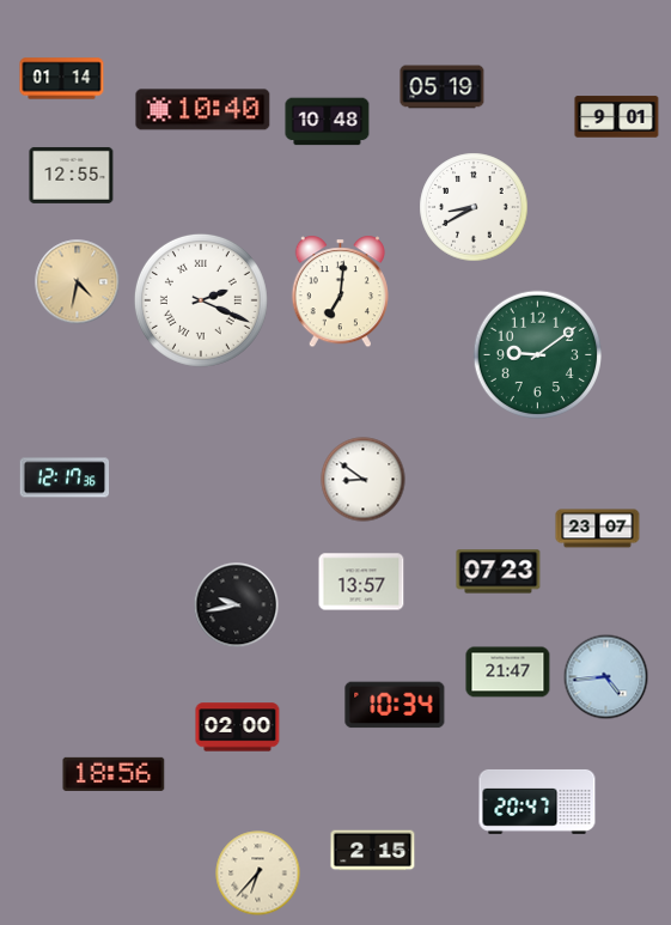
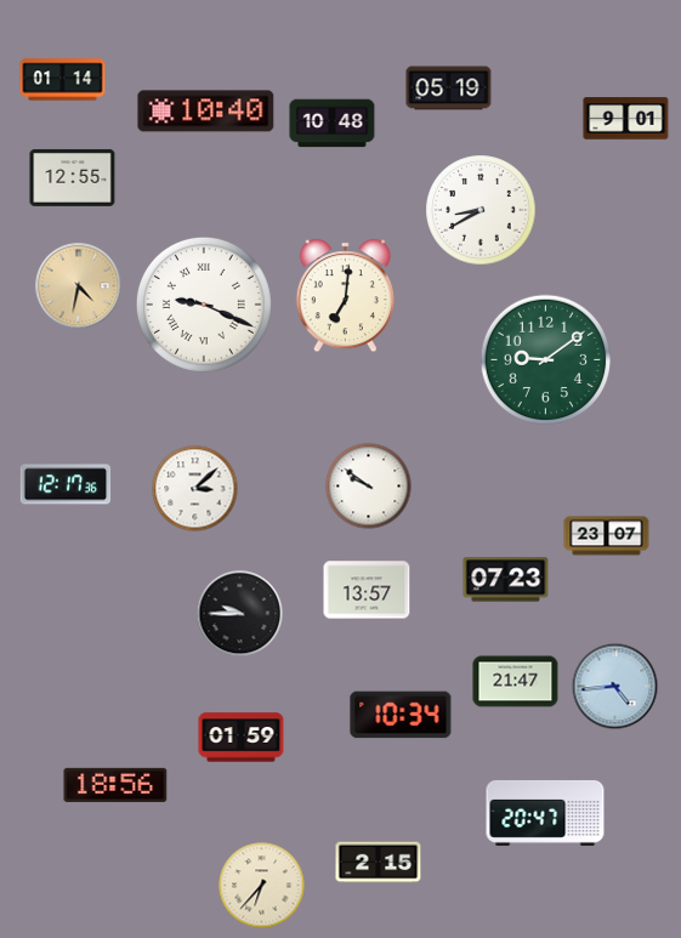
clock at (201, 300): 2:19 -> 9:19
clock at (364, 480): 8:51 -> 9:51
clock at (195, 489): none -> 3:08
clock at (237, 605): 9:43 -> 9:45
clock at (238, 728): 02:00 -> 01:59
